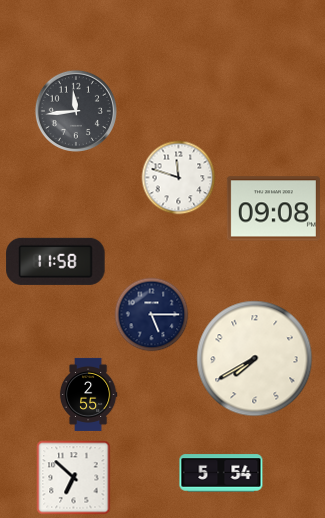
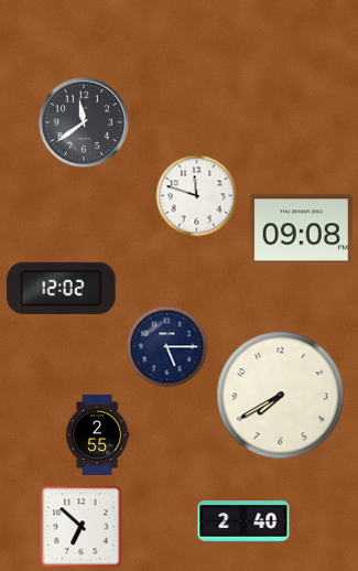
clock at (76, 111): 11:44 -> 11:39
clock at (56, 261): 11:58 -> 12:02
clock at (221, 473): 5:54 -> 2:40
